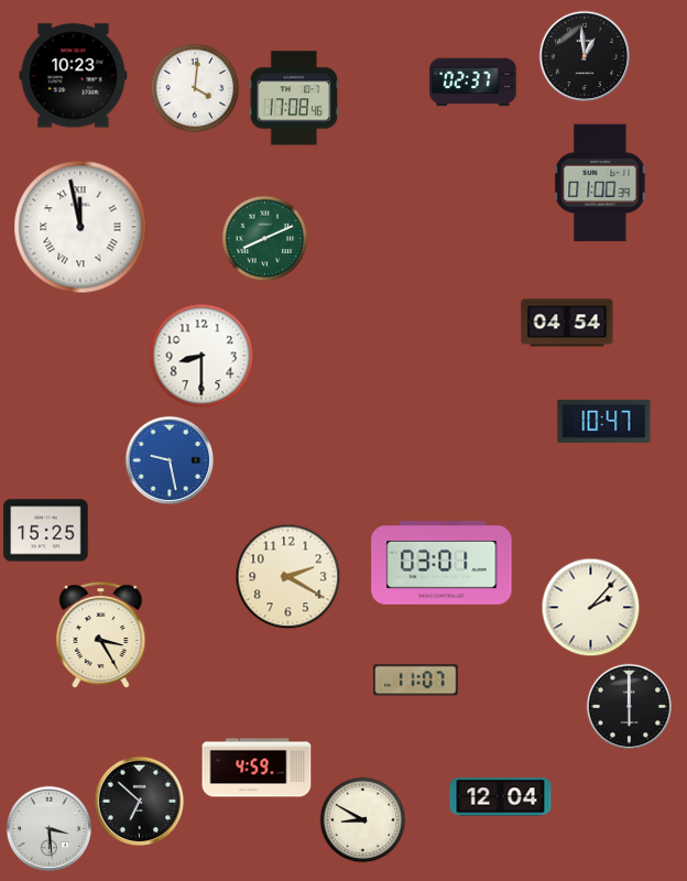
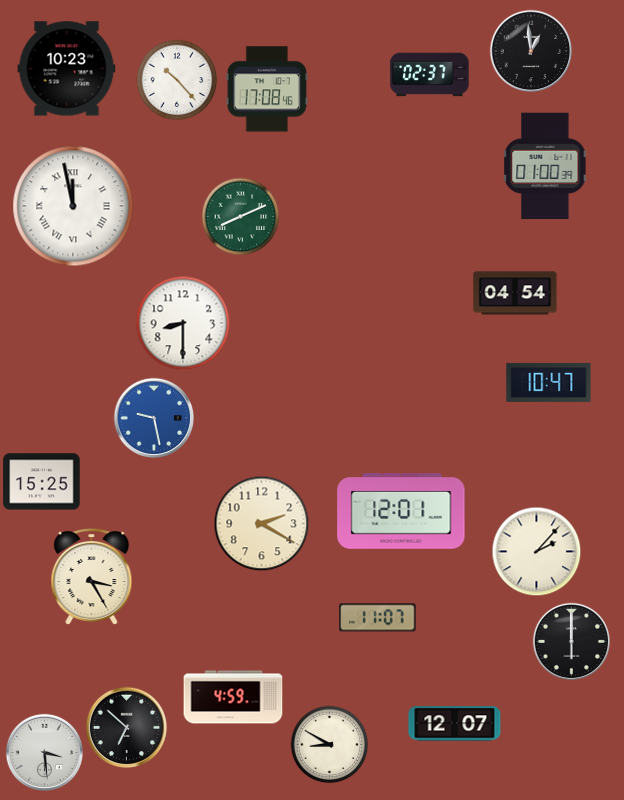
clock at (195, 88): 4:01 -> 10:23
clock at (441, 564): 03:01 -> 12:01
clock at (501, 797): 12:04 -> 12:07
